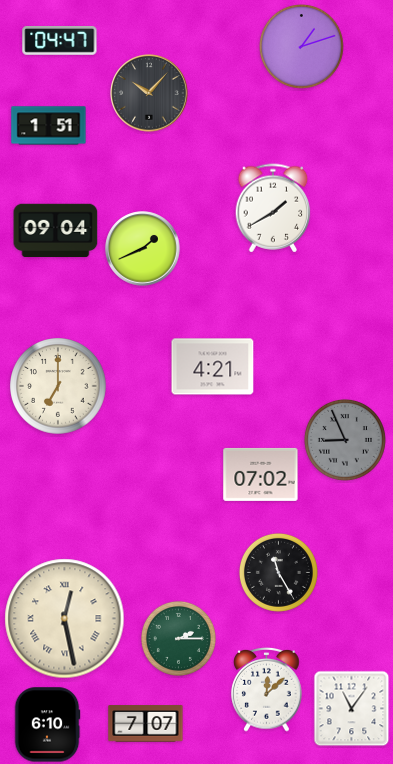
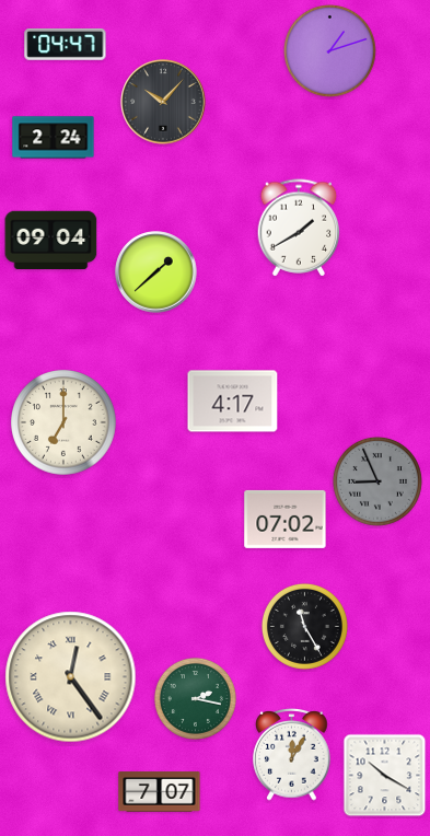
clock at (49, 126): 1:51 -> 2:24
clock at (56, 230) position: (56, 230) -> (51, 240)
clock at (143, 249): 1:41 -> 1:38
clock at (213, 367): 4:21 -> 4:17
clock at (65, 619): 12:28 -> 12:24
clock at (178, 638): 2:15 -> 2:17
clock at (267, 690): 12:08 -> 12:05
clock at (352, 709): 11:06 -> 10:20
clock at (47, 725): 6:10 -> none
